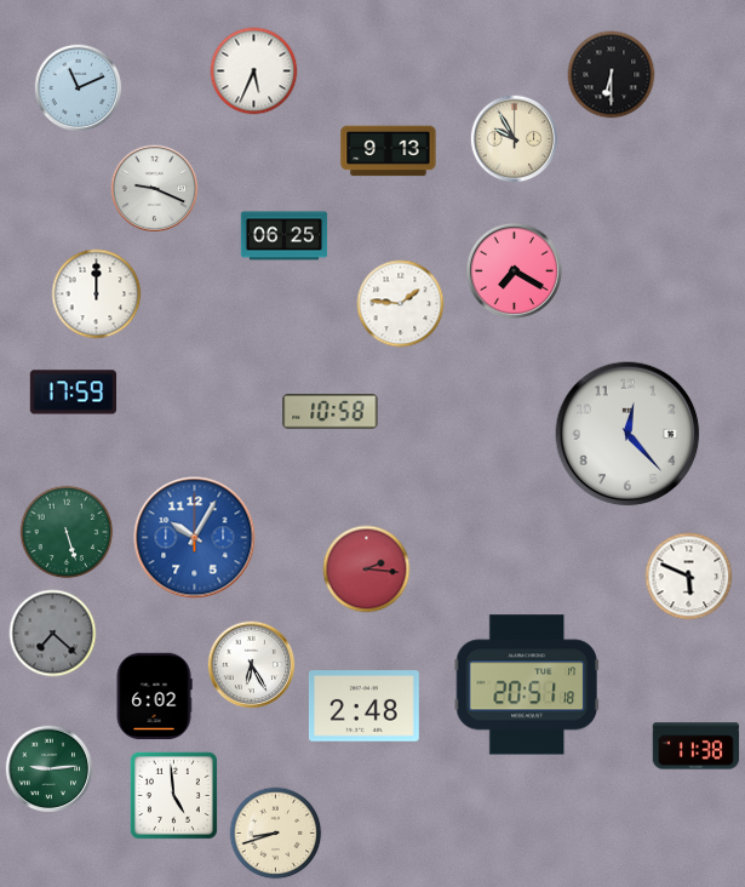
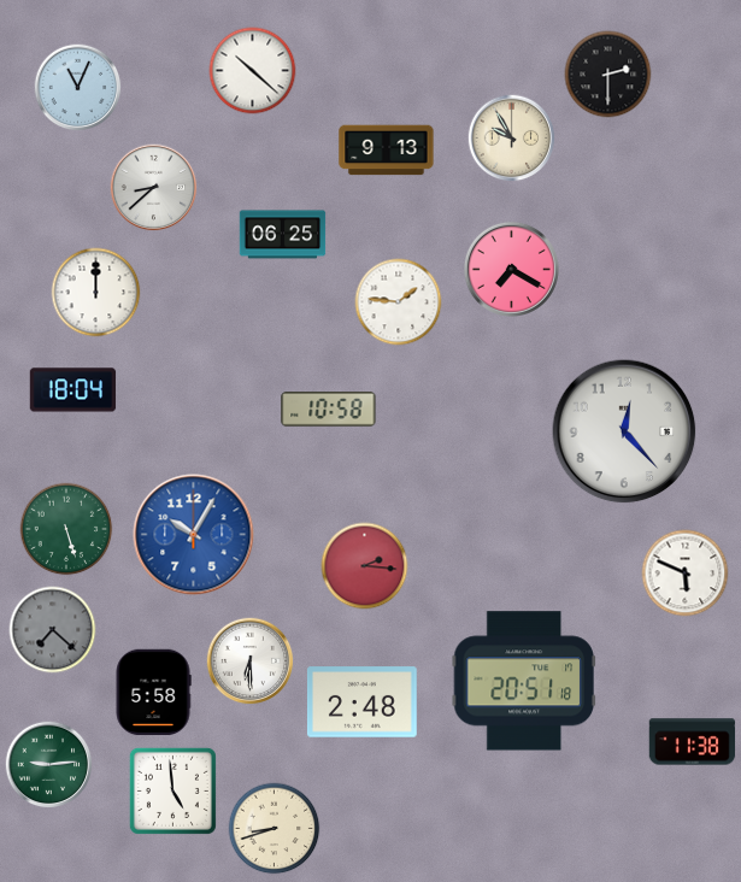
clock at (254, 71): 5:34 -> 10:22
clock at (612, 75): 6:30 -> 2:30
clock at (79, 88): 11:11 -> 11:04
clock at (155, 189): 9:19 -> 8:38
clock at (74, 393): 17:59 -> 18:04
clock at (252, 665): 6:25 -> 6:30
clock at (154, 697): 6:02 -> 5:58
